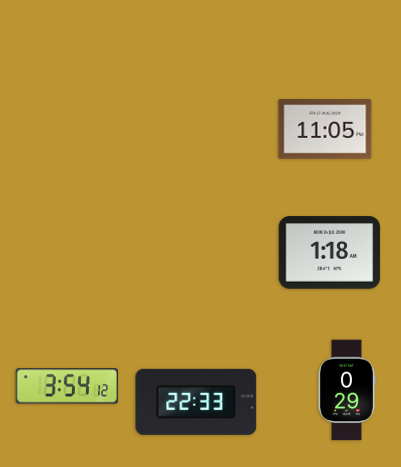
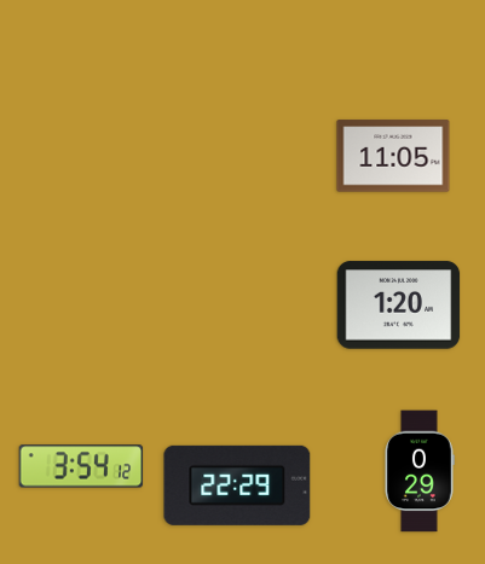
clock at (330, 253): 1:18 -> 1:20
clock at (196, 402): 22:33 -> 22:29
